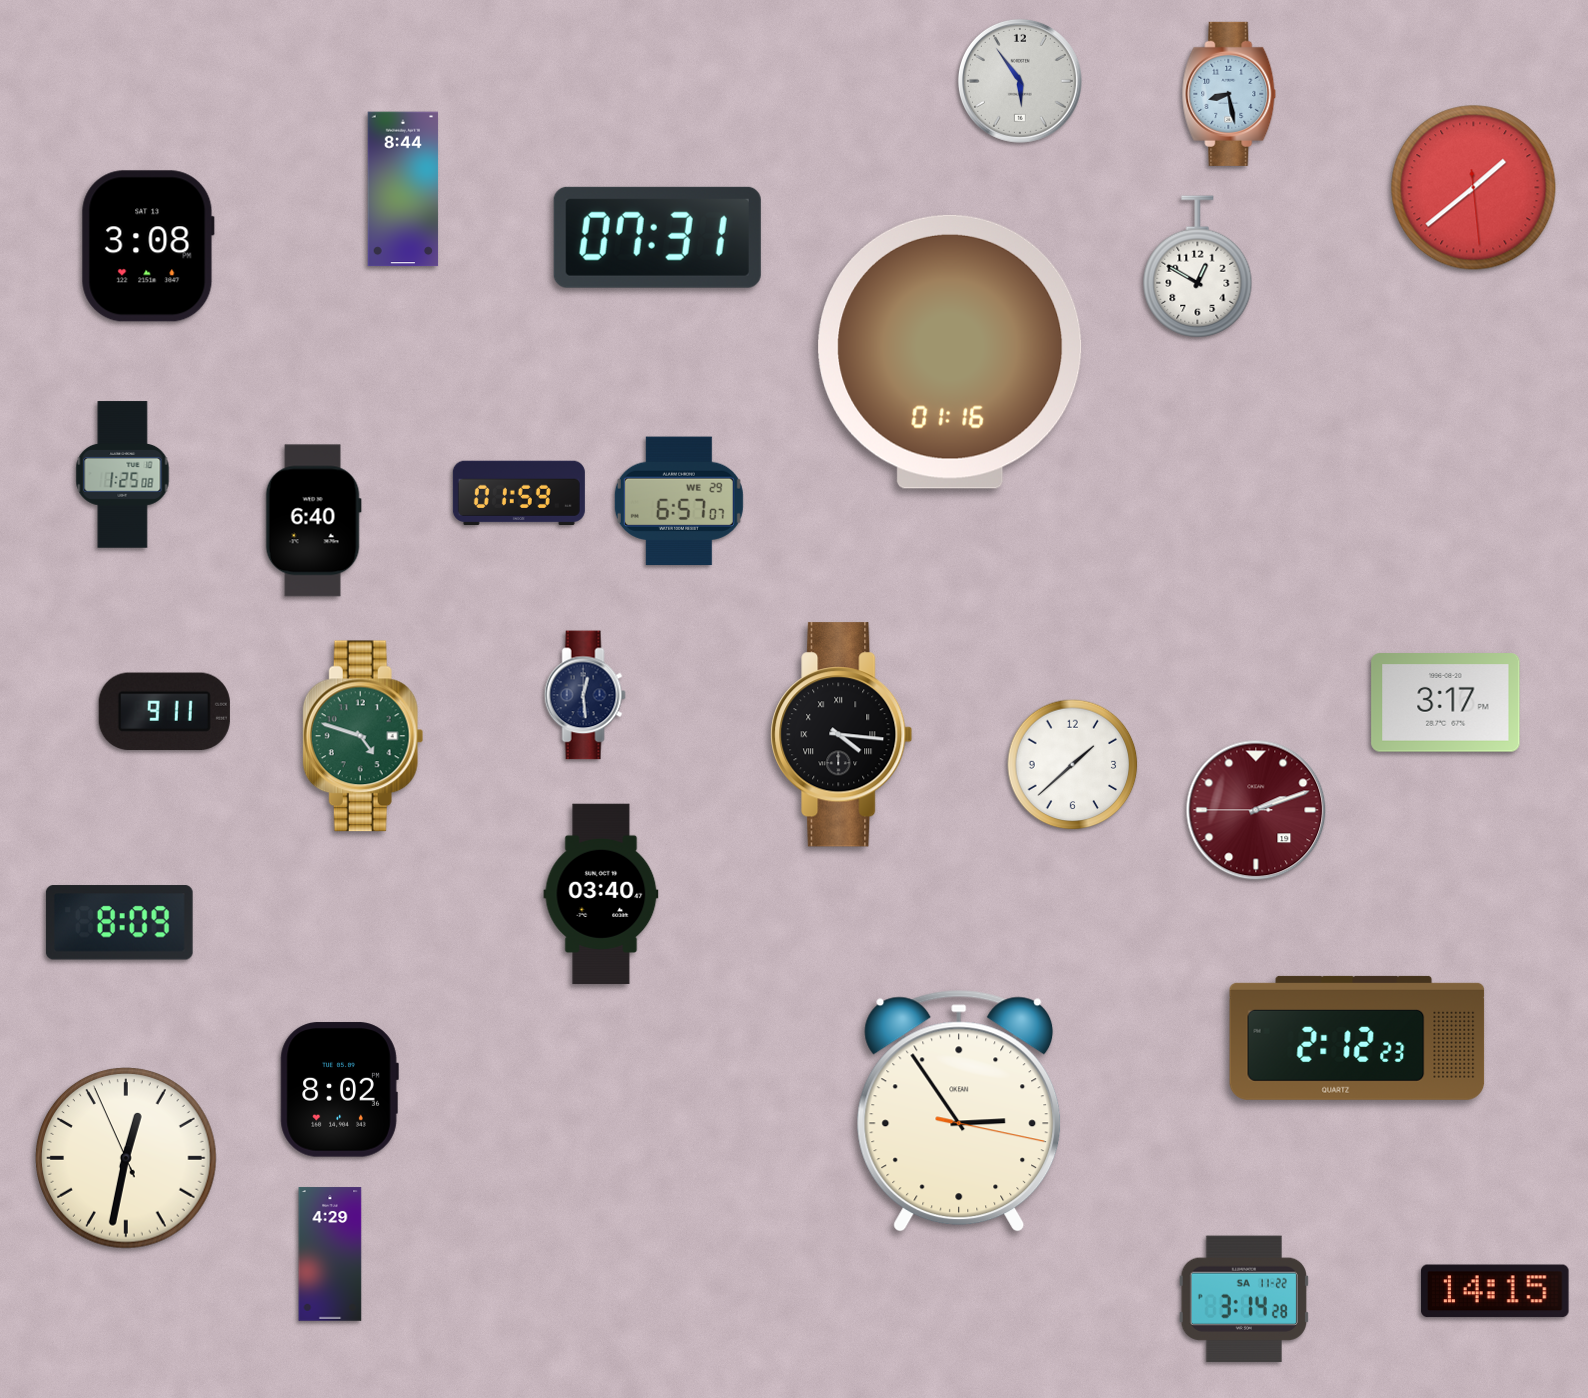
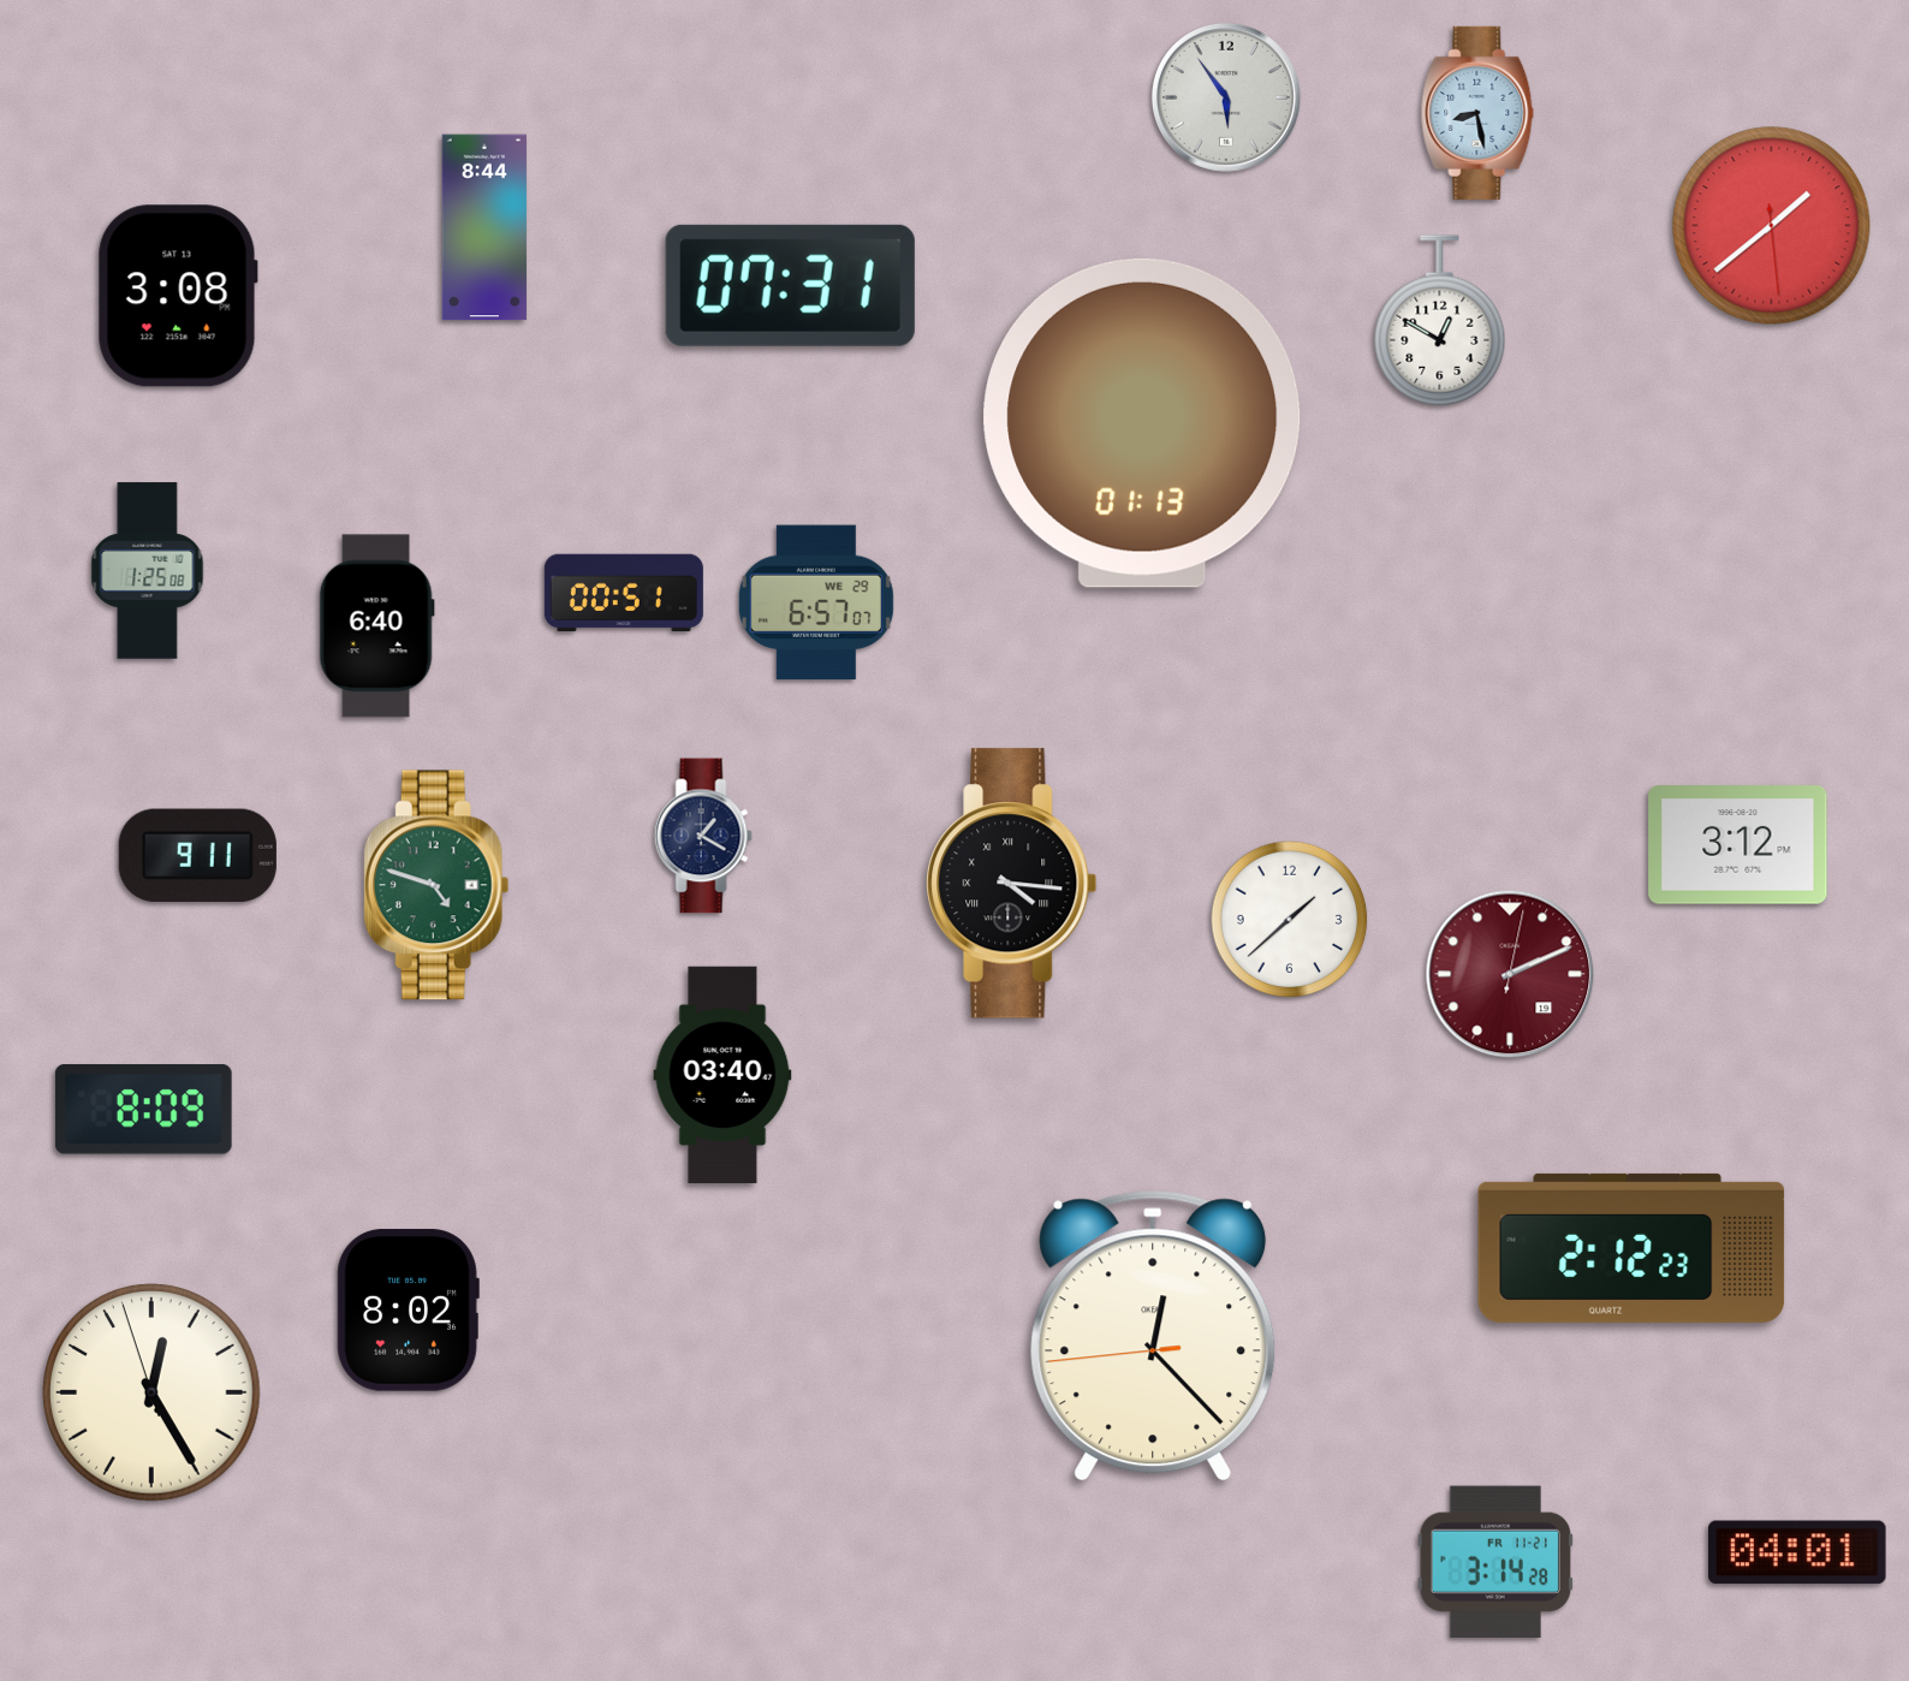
clock at (950, 352): 01:16 -> 01:13
clock at (519, 492): 01:59 -> 00:51
clock at (585, 695): 12:29 -> 1:20
clock at (1446, 703): 3:17 -> 3:12
clock at (1256, 810): 2:11:45 -> 2:11:02
clock at (959, 1111): 2:54 -> 12:22
clock at (126, 1158): 12:31 -> 12:24
clock at (330, 1254): 4:29 -> none
clock at (1495, 1291): 14:15 -> 04:01
clock at (1244, 1298) date: SA 11-22 -> FR 11-21
